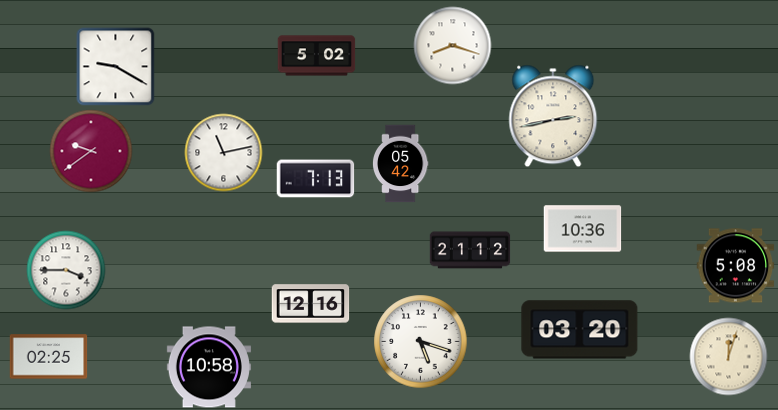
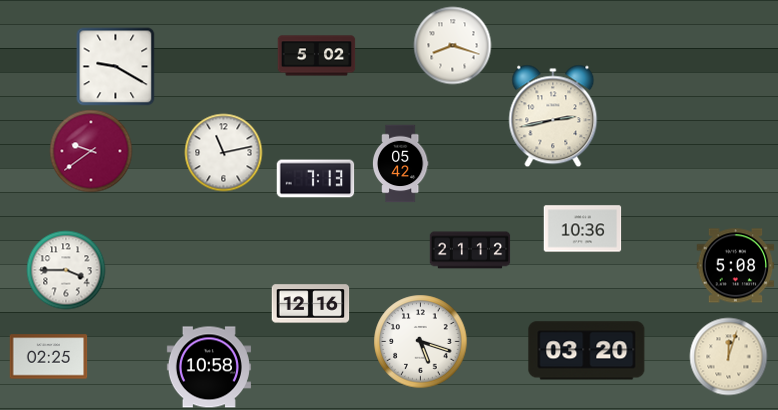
clock at (580, 330) position: (580, 330) -> (587, 351)
